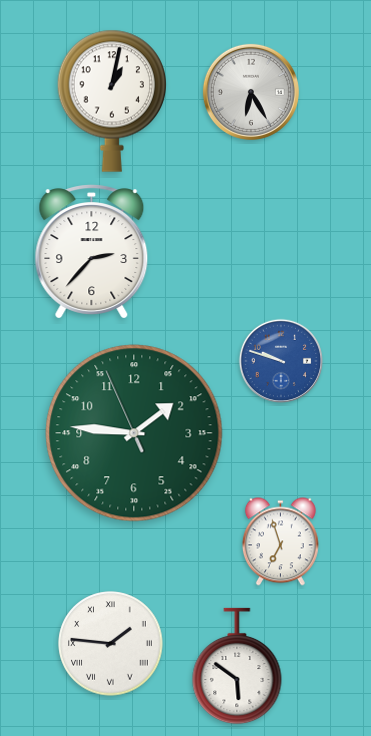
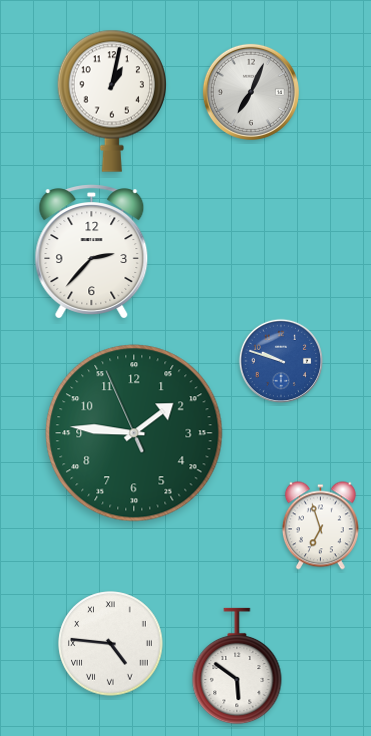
clock at (251, 92): 6:25 -> 7:04
clock at (280, 542) position: (280, 542) -> (320, 526)
clock at (111, 644): 1:46 -> 4:46
